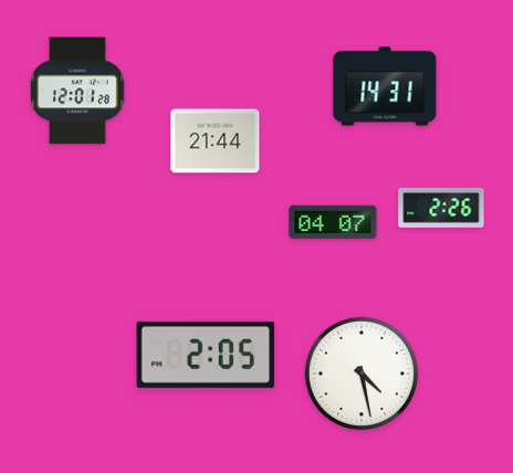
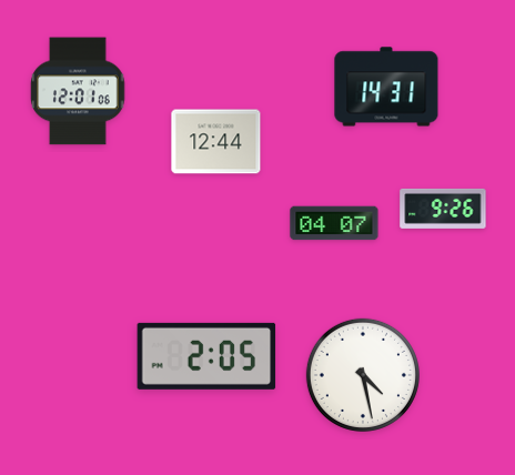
clock at (77, 91): 12:01:28 -> 12:01:06
clock at (216, 141): 21:44 -> 12:44
clock at (441, 208): 2:26 -> 9:26
